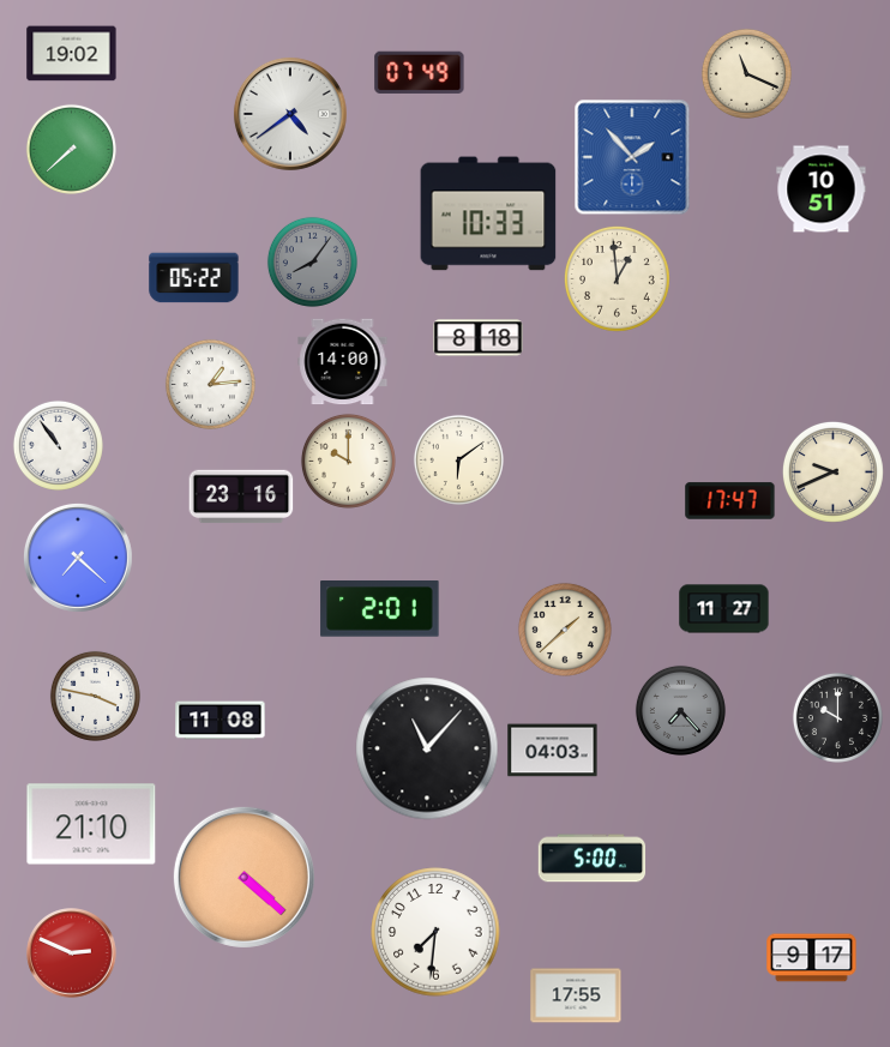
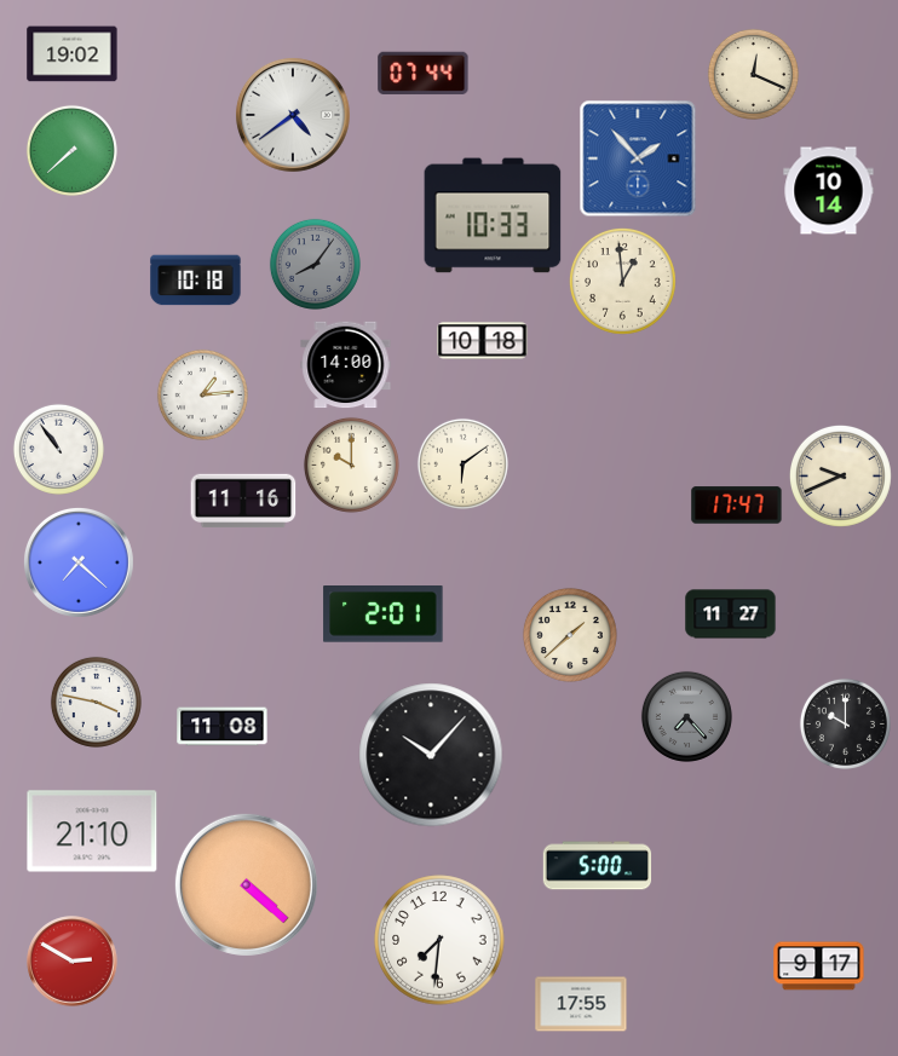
clock at (420, 72): 07:49 -> 07:44
clock at (746, 73): 11:19 -> 12:19
clock at (822, 189): 10:51 -> 10:14
clock at (194, 278): 05:22 -> 10:18
clock at (479, 338): 8:18 -> 10:18
clock at (210, 384) position: (210, 384) -> (202, 394)
clock at (241, 497): 23:16 -> 11:16
clock at (427, 748): 11:07 -> 10:07
clock at (553, 751): 04:03 -> none
clock at (72, 953): 2:49 -> 2:50
